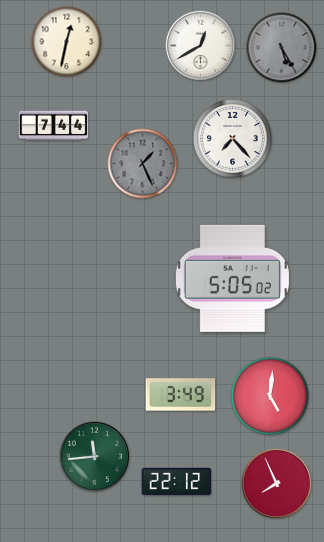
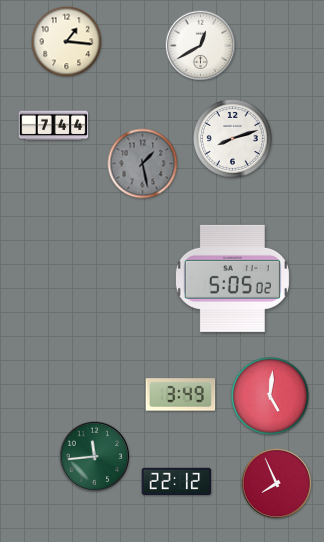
clock at (67, 42): 12:32 -> 1:16
clock at (282, 48): 5:25 -> none
clock at (232, 138): 7:23 -> 8:12
clock at (143, 164): 1:26 -> 1:28
